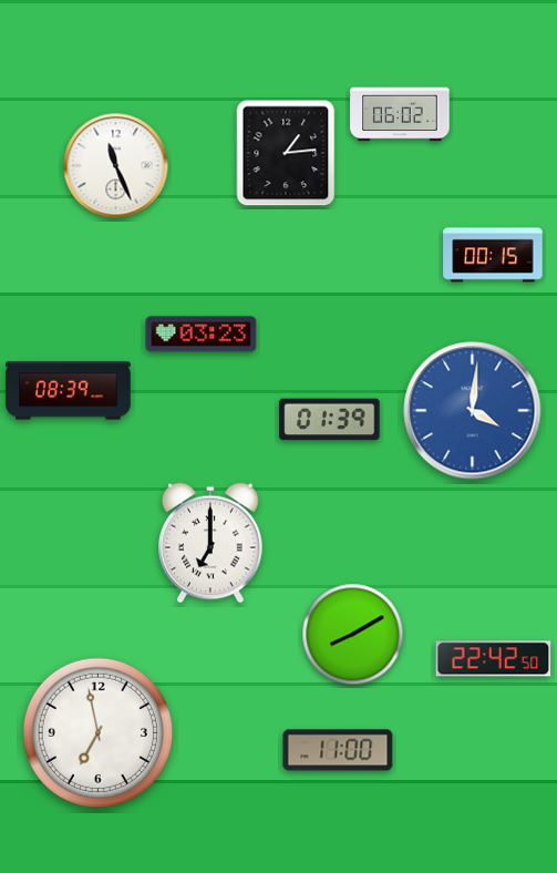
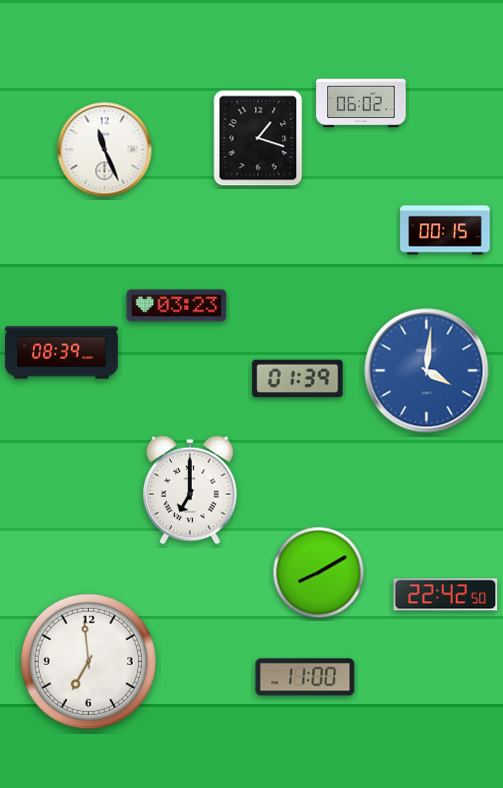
clock at (286, 153): 1:14 -> 1:18
clock at (202, 335) position: (202, 335) -> (177, 306)
clock at (97, 732): 6:58 -> 6:59
